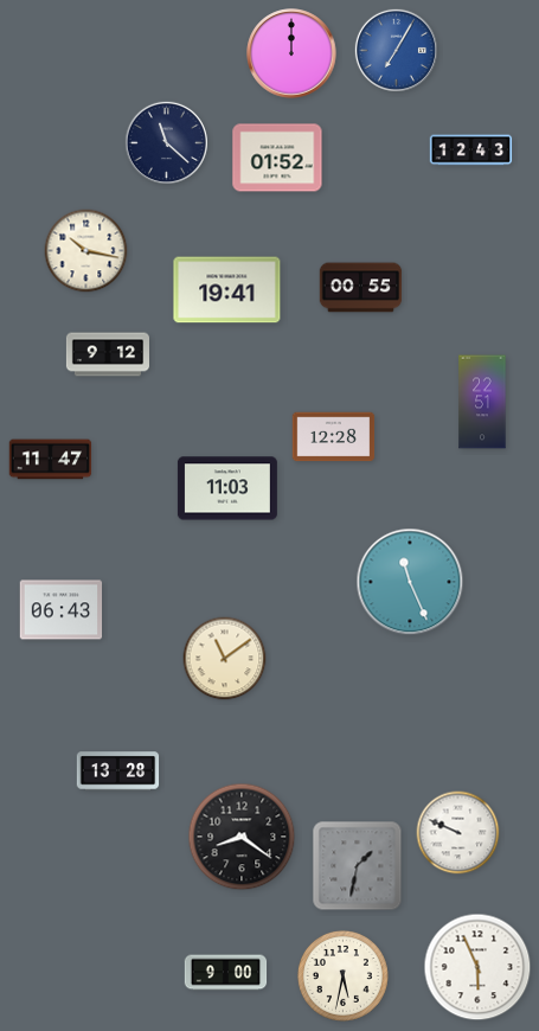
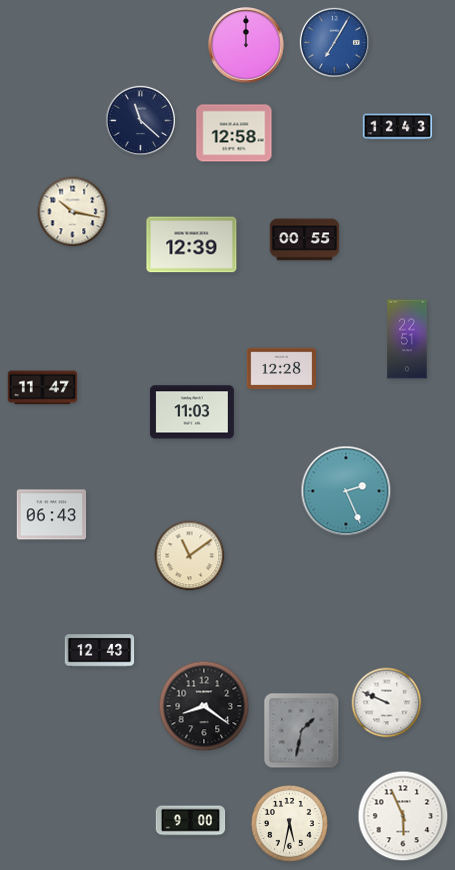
clock at (277, 158): 01:52 -> 12:58
clock at (361, 288) position: (361, 288) -> (305, 240)
clock at (227, 290): 19:41 -> 12:39
clock at (107, 354): 9:12 -> none
clock at (410, 582): 11:26 -> 2:26
clock at (118, 771): 13:28 -> 12:43
